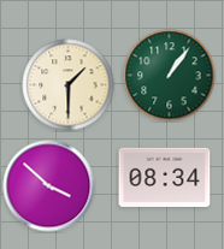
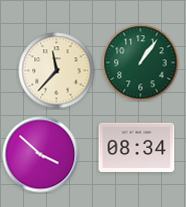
clock at (69, 85): 1:30 -> 11:37
